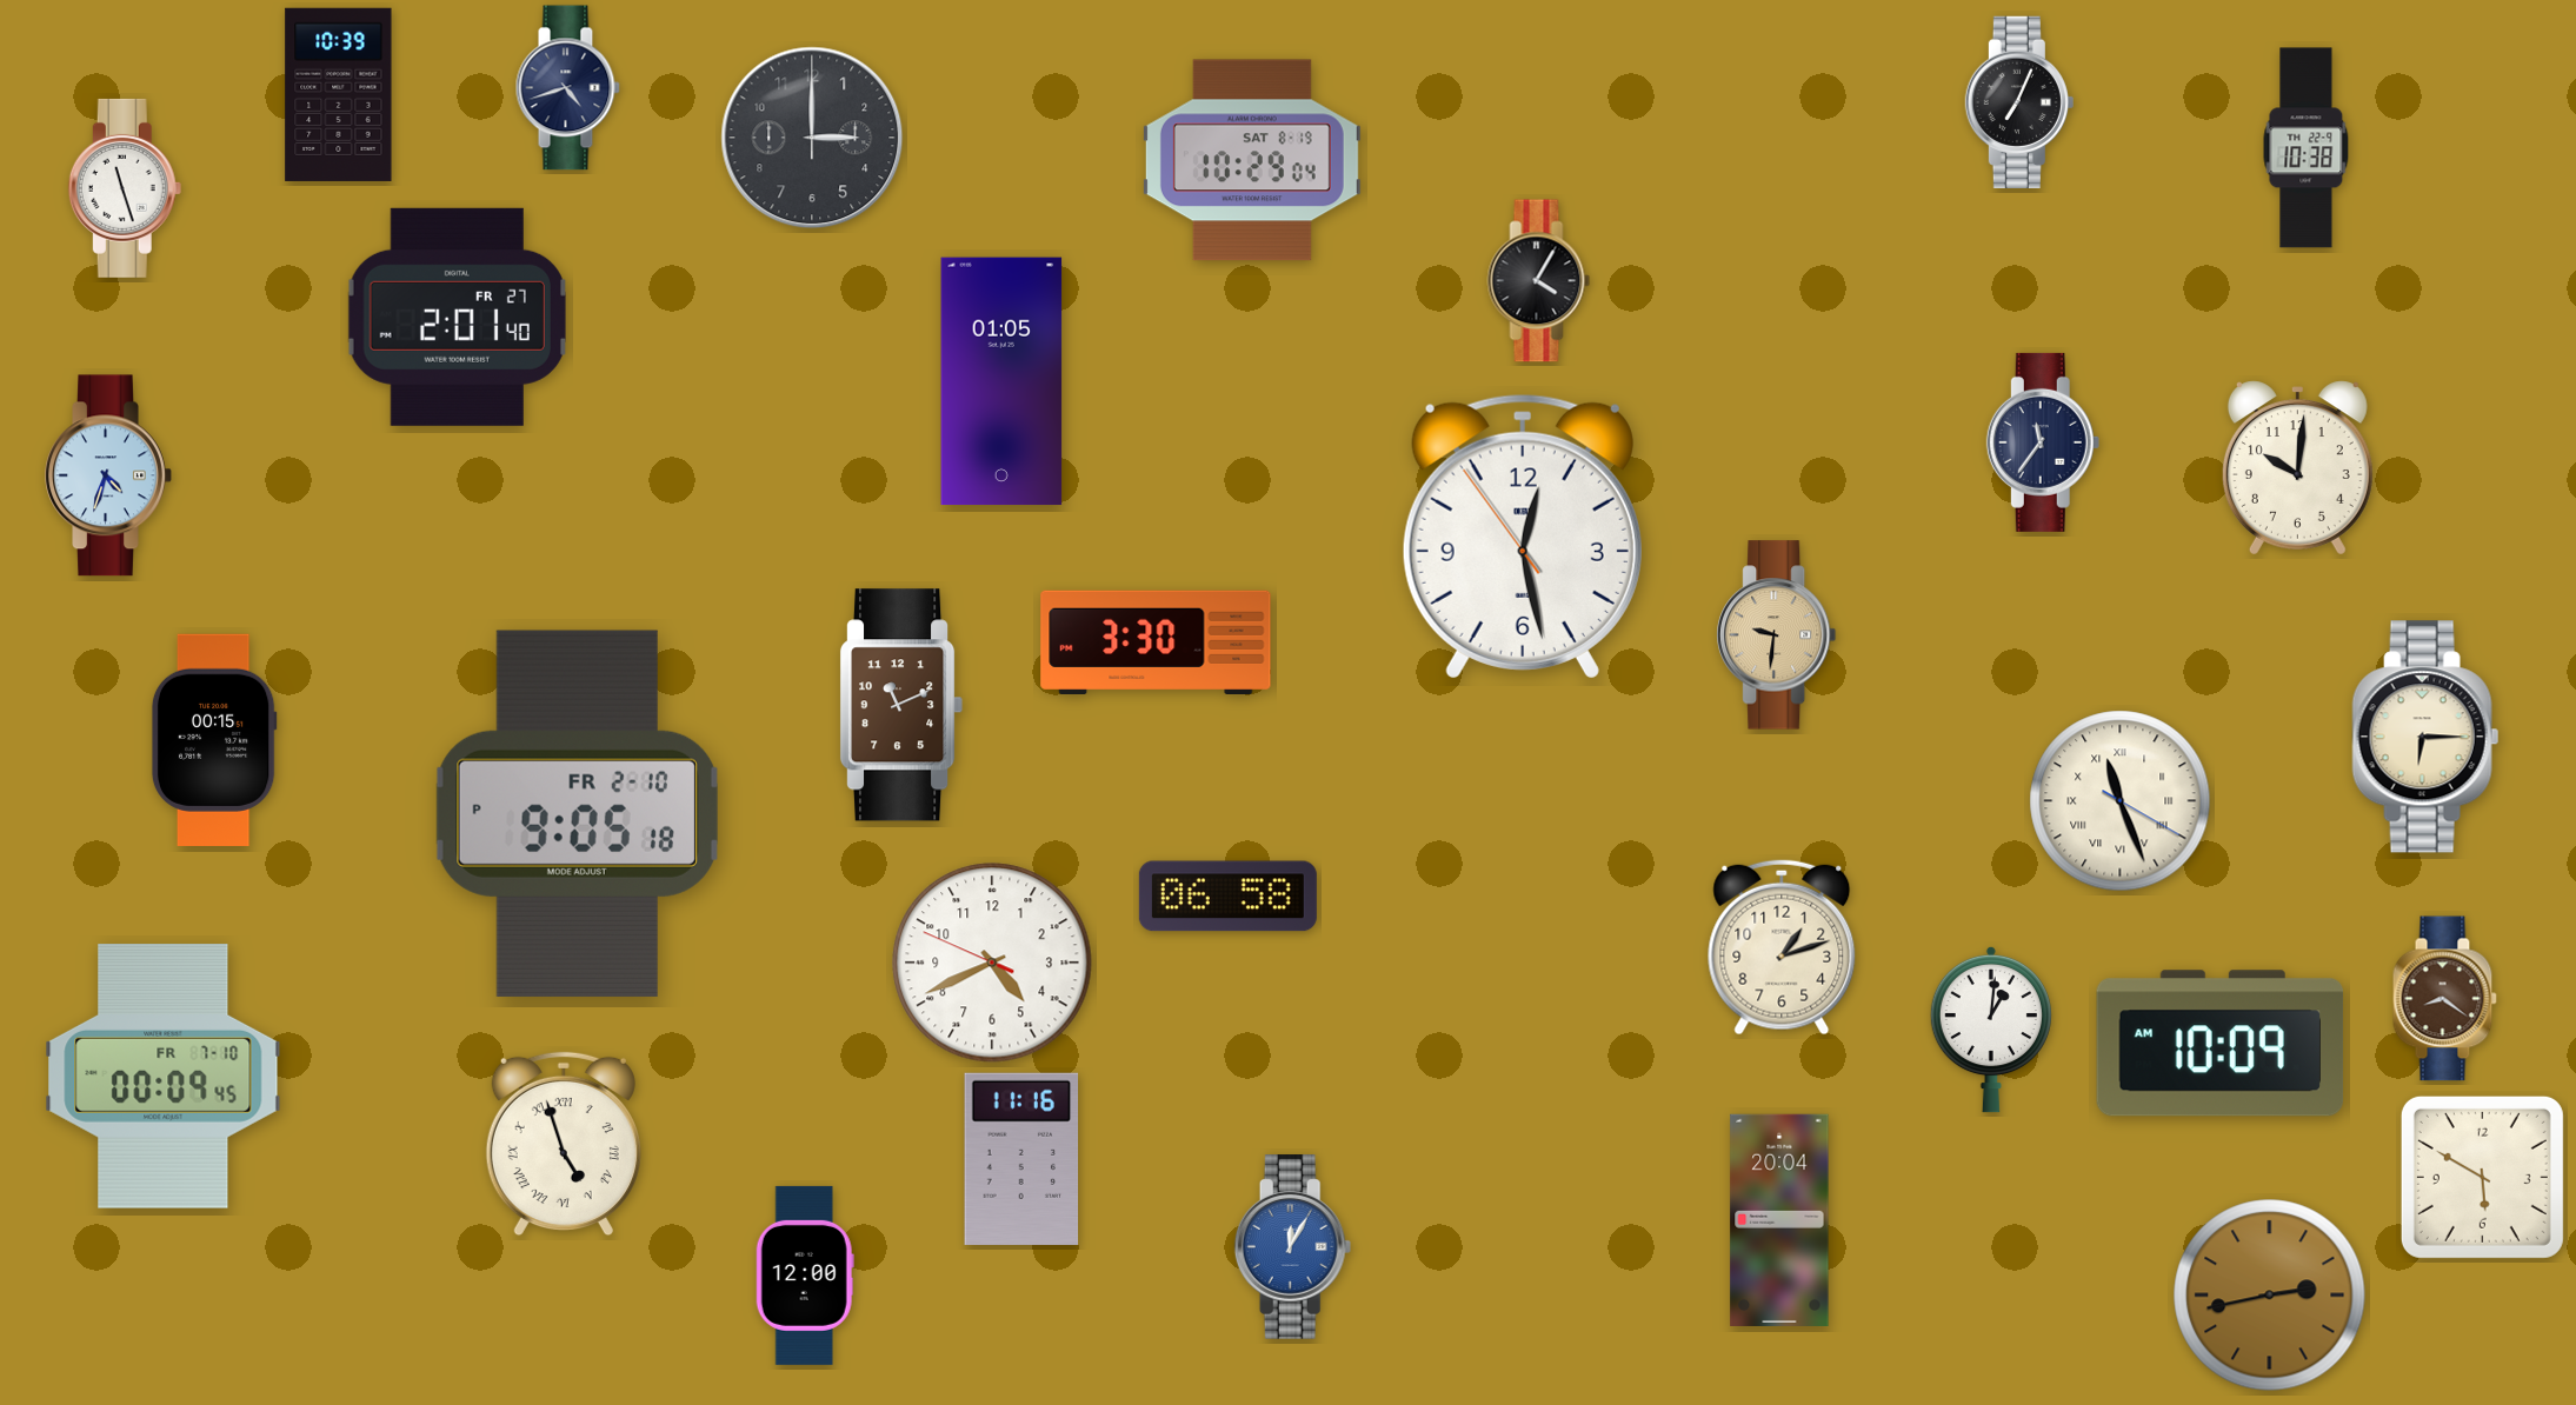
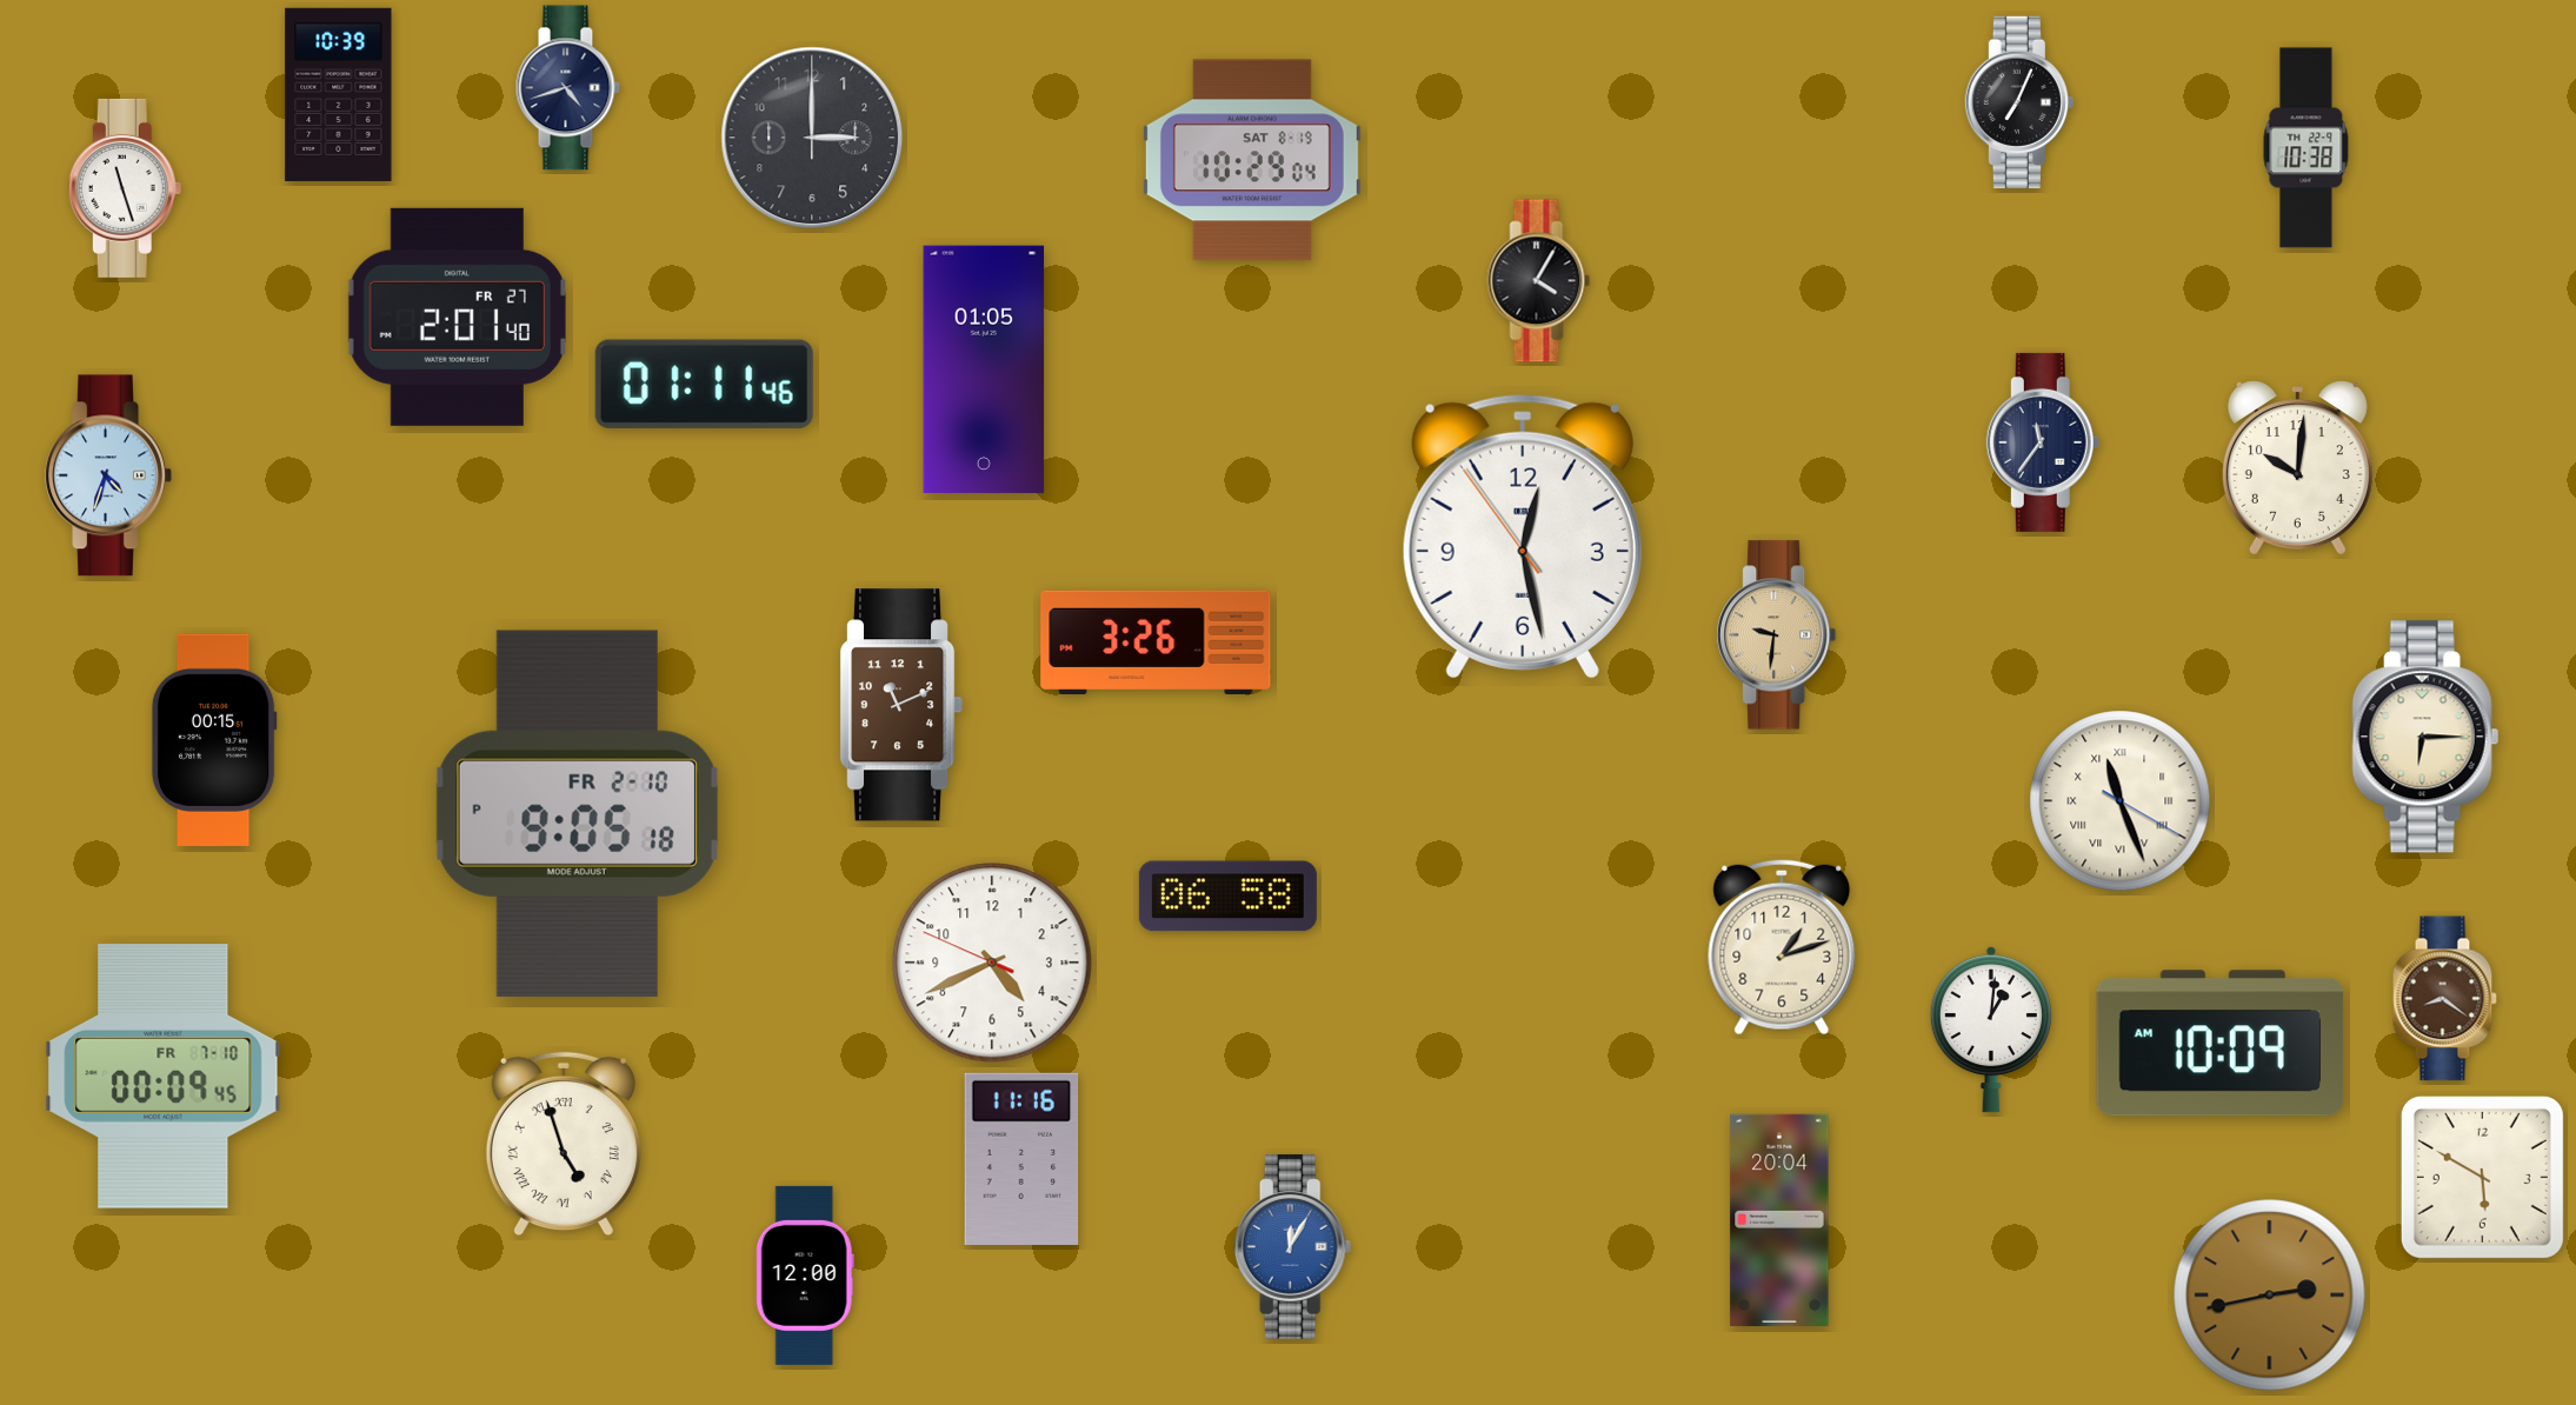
clock at (1001, 381) position: (1001, 381) -> (984, 369)
clock at (704, 384): none -> 01:11
clock at (1156, 641): 3:30 -> 3:26
